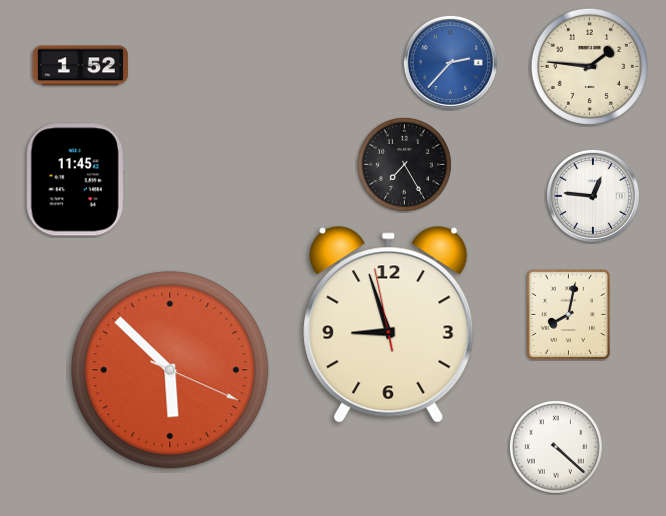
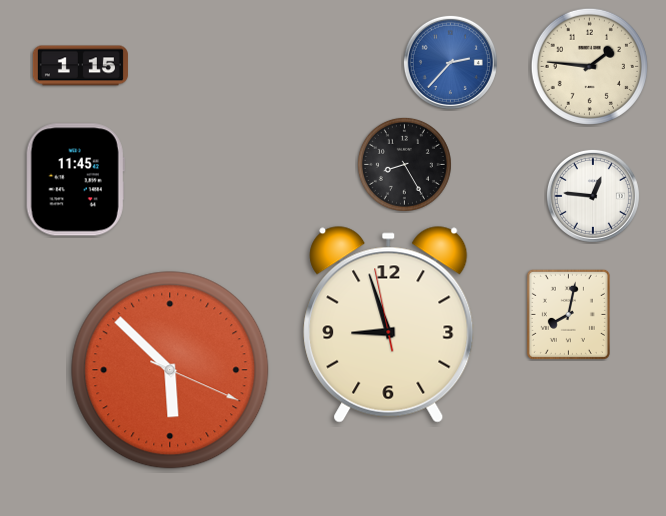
clock at (80, 66): 1:52 -> 1:15
clock at (404, 164): 7:25 -> 8:25
clock at (556, 447): 4:22 -> none
